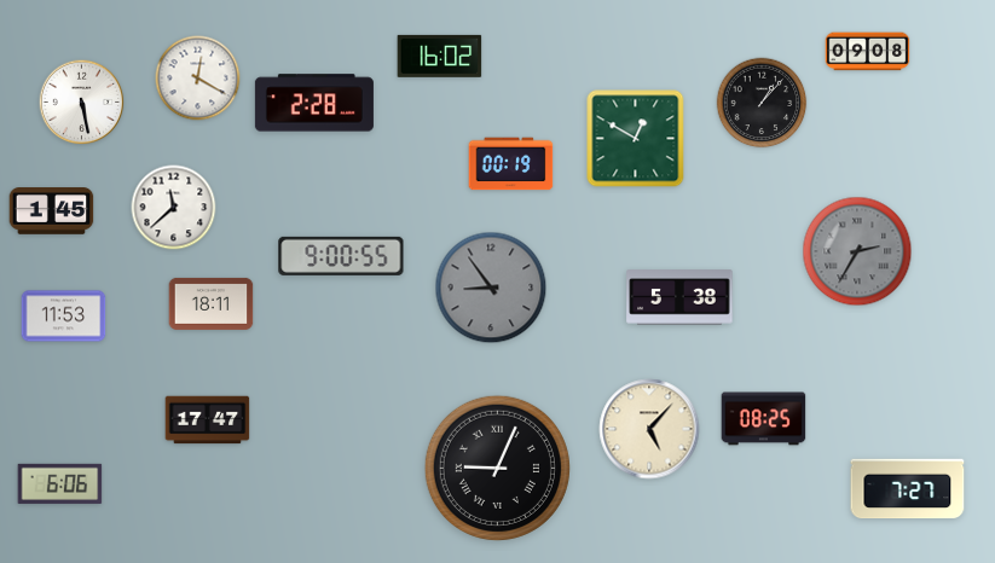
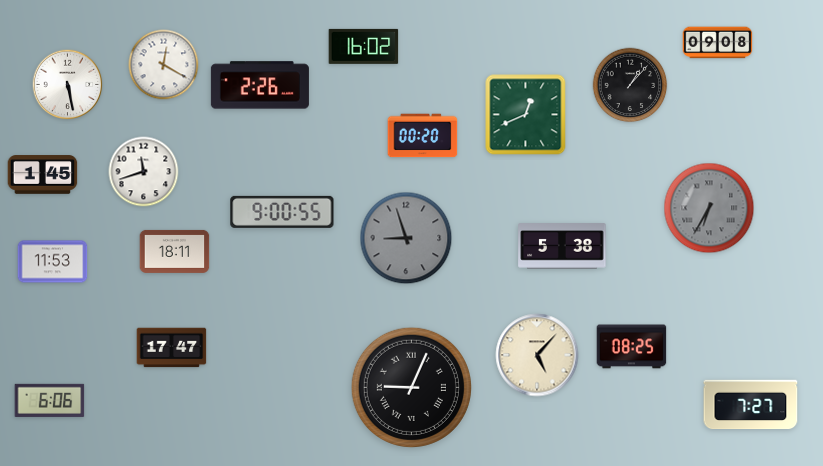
clock at (314, 103): 2:28 -> 2:26
clock at (636, 139): 12:50 -> 12:41
clock at (511, 164): 00:19 -> 00:20
clock at (174, 208): 11:38 -> 11:42
clock at (857, 251): 2:35 -> 6:35
clock at (491, 288): 8:54 -> 8:57
